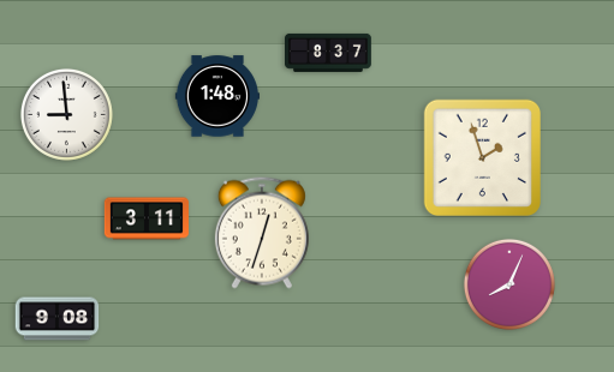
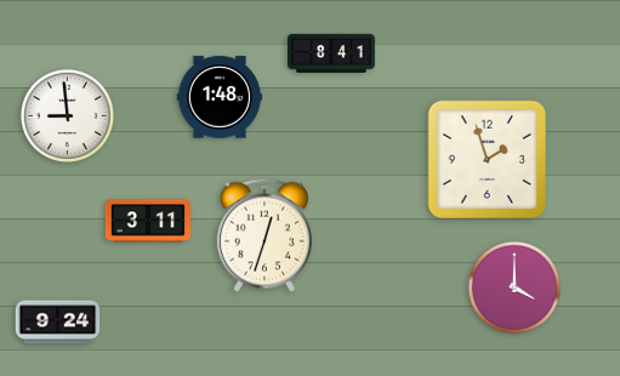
clock at (329, 53): 8:37 -> 8:41
clock at (509, 284): 8:04 -> 4:00
clock at (58, 319): 9:08 -> 9:24
